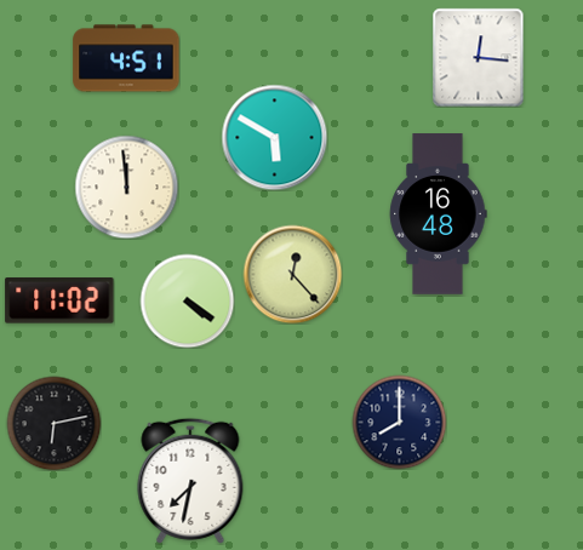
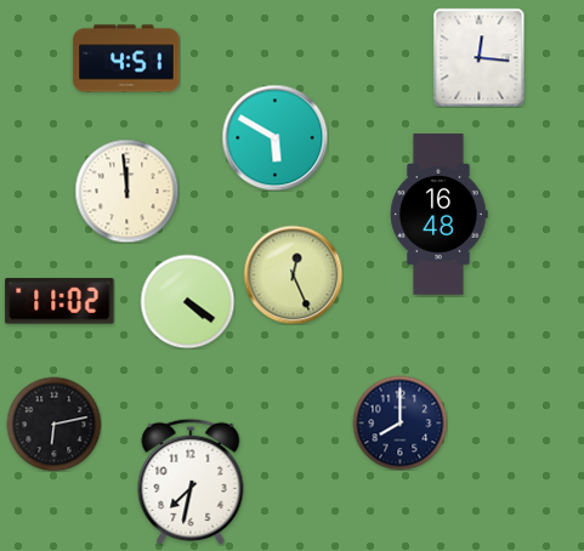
clock at (126, 187) position: (126, 187) -> (126, 191)
clock at (292, 274): 12:23 -> 12:26
